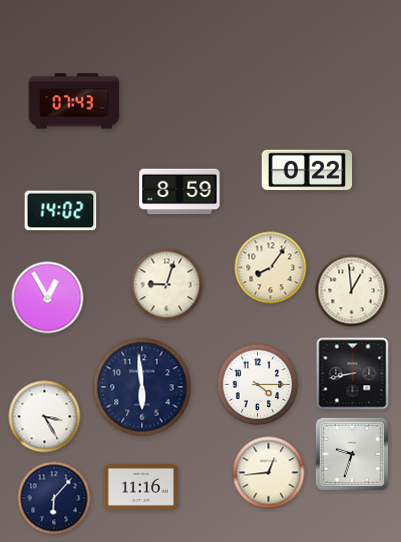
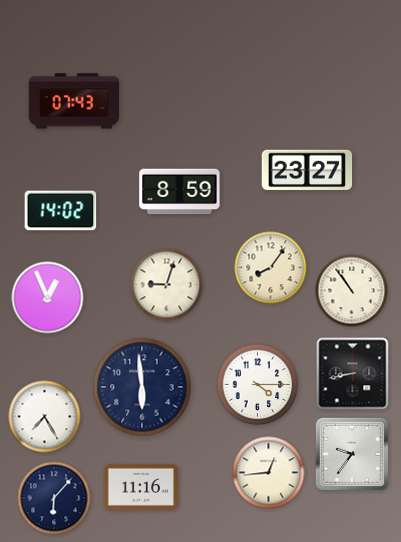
clock at (307, 170): 0:22 -> 23:27
clock at (352, 291): 12:59 -> 10:54
clock at (48, 298): 12:55 -> 12:56
clock at (45, 417): 3:25 -> 7:25
clock at (352, 454): 9:33 -> 9:36
